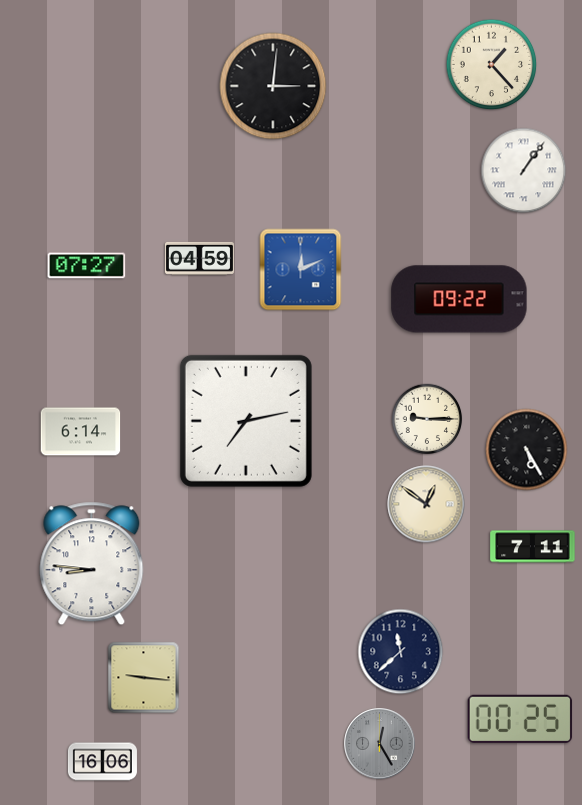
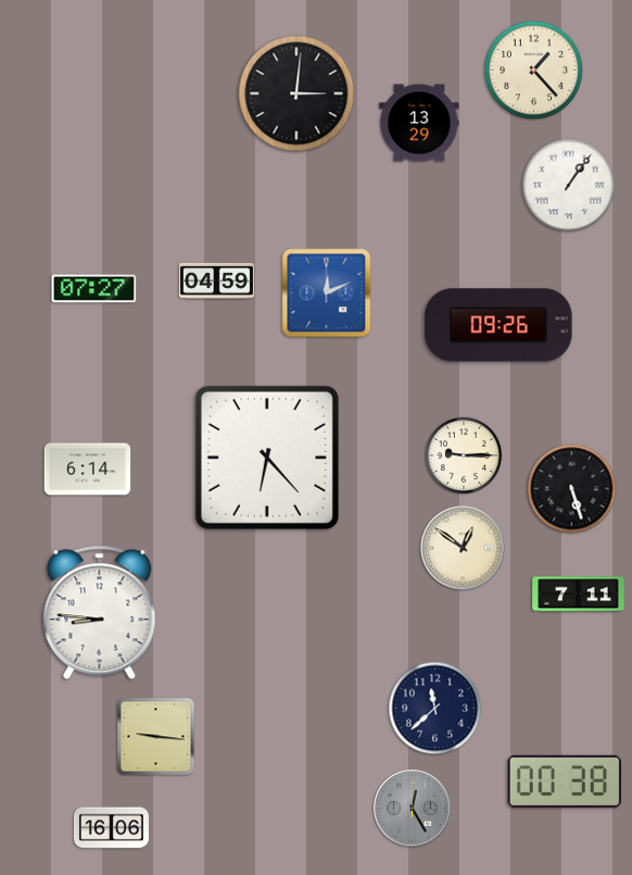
clock at (419, 123): none -> 13:29
clock at (459, 299): 09:22 -> 09:26
clock at (246, 421): 7:13 -> 6:23
clock at (527, 450): 5:25 -> 5:27
clock at (520, 719): 00:25 -> 00:38
